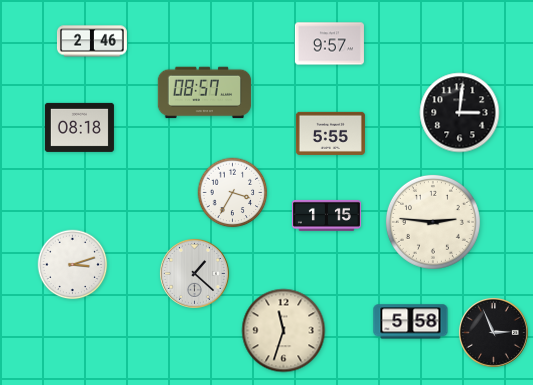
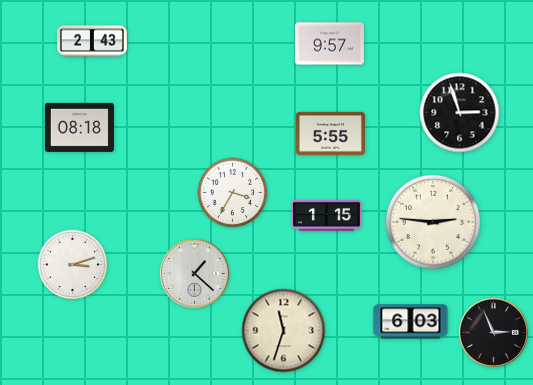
clock at (92, 41): 2:46 -> 2:43
clock at (205, 93): 08:57 -> none
clock at (460, 113): 3:01 -> 2:57
clock at (411, 322): 5:58 -> 6:03
